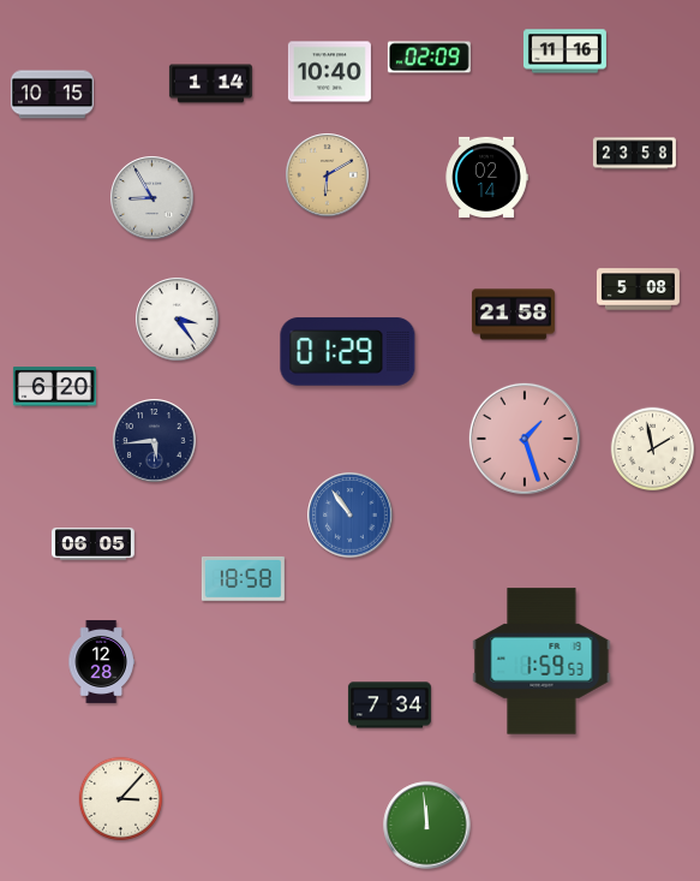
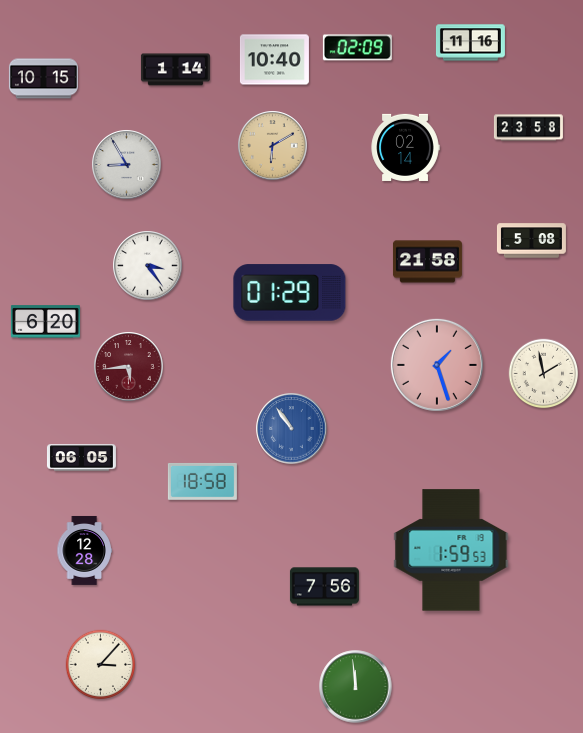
clock at (155, 441) dial: navy -> burgundy
clock at (92, 544) position: (92, 544) -> (81, 458)
clock at (389, 706): 7:34 -> 7:56
